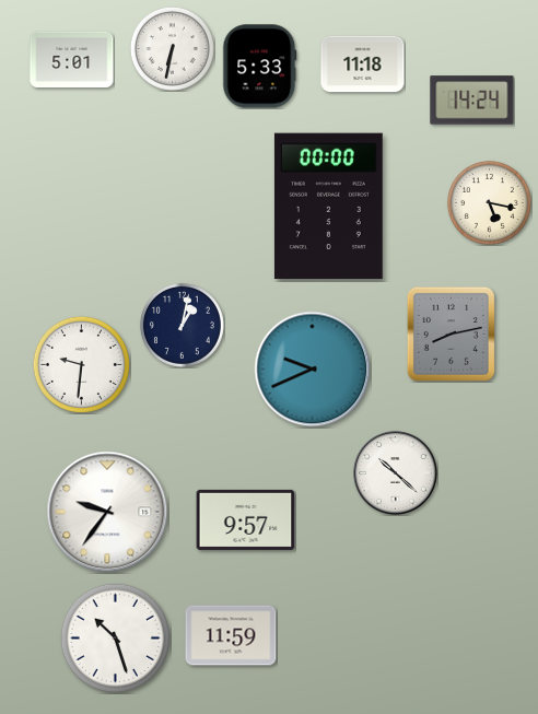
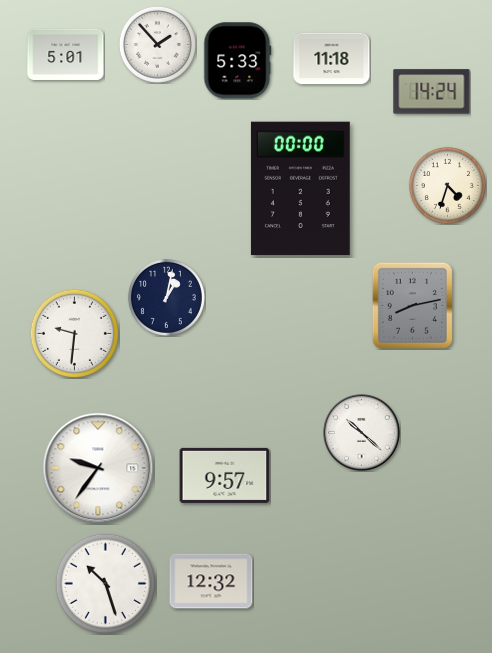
clock at (172, 48): 6:32 -> 1:53
clock at (489, 202): 5:17 -> 4:33
clock at (313, 370): 9:41 -> none
clock at (231, 635): 11:59 -> 12:32
